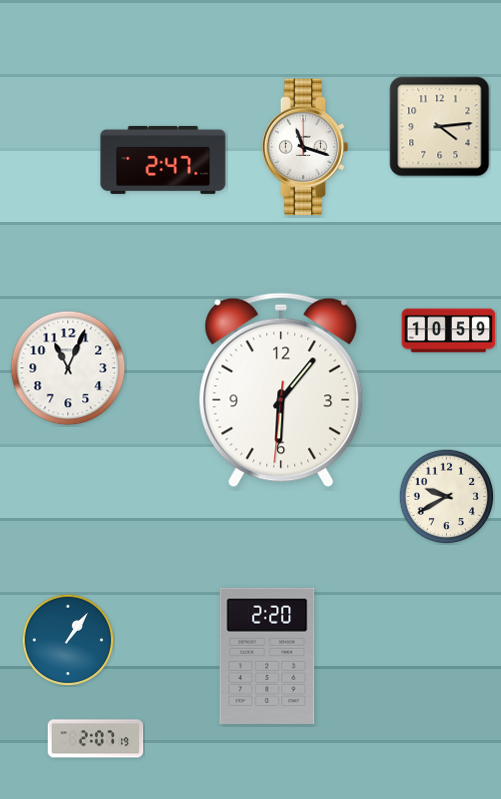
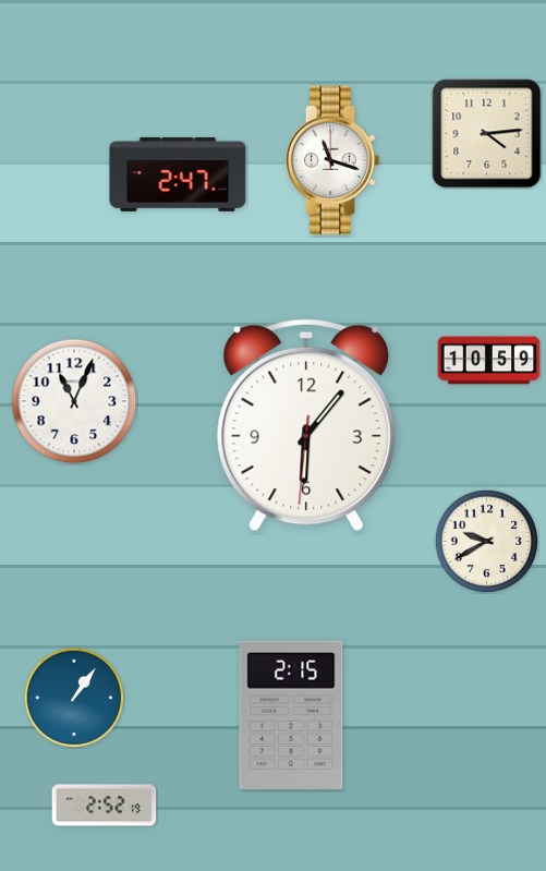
clock at (440, 127) position: (440, 127) -> (487, 134)
clock at (267, 656): 2:20 -> 2:15
clock at (96, 739): 2:07 -> 2:52
